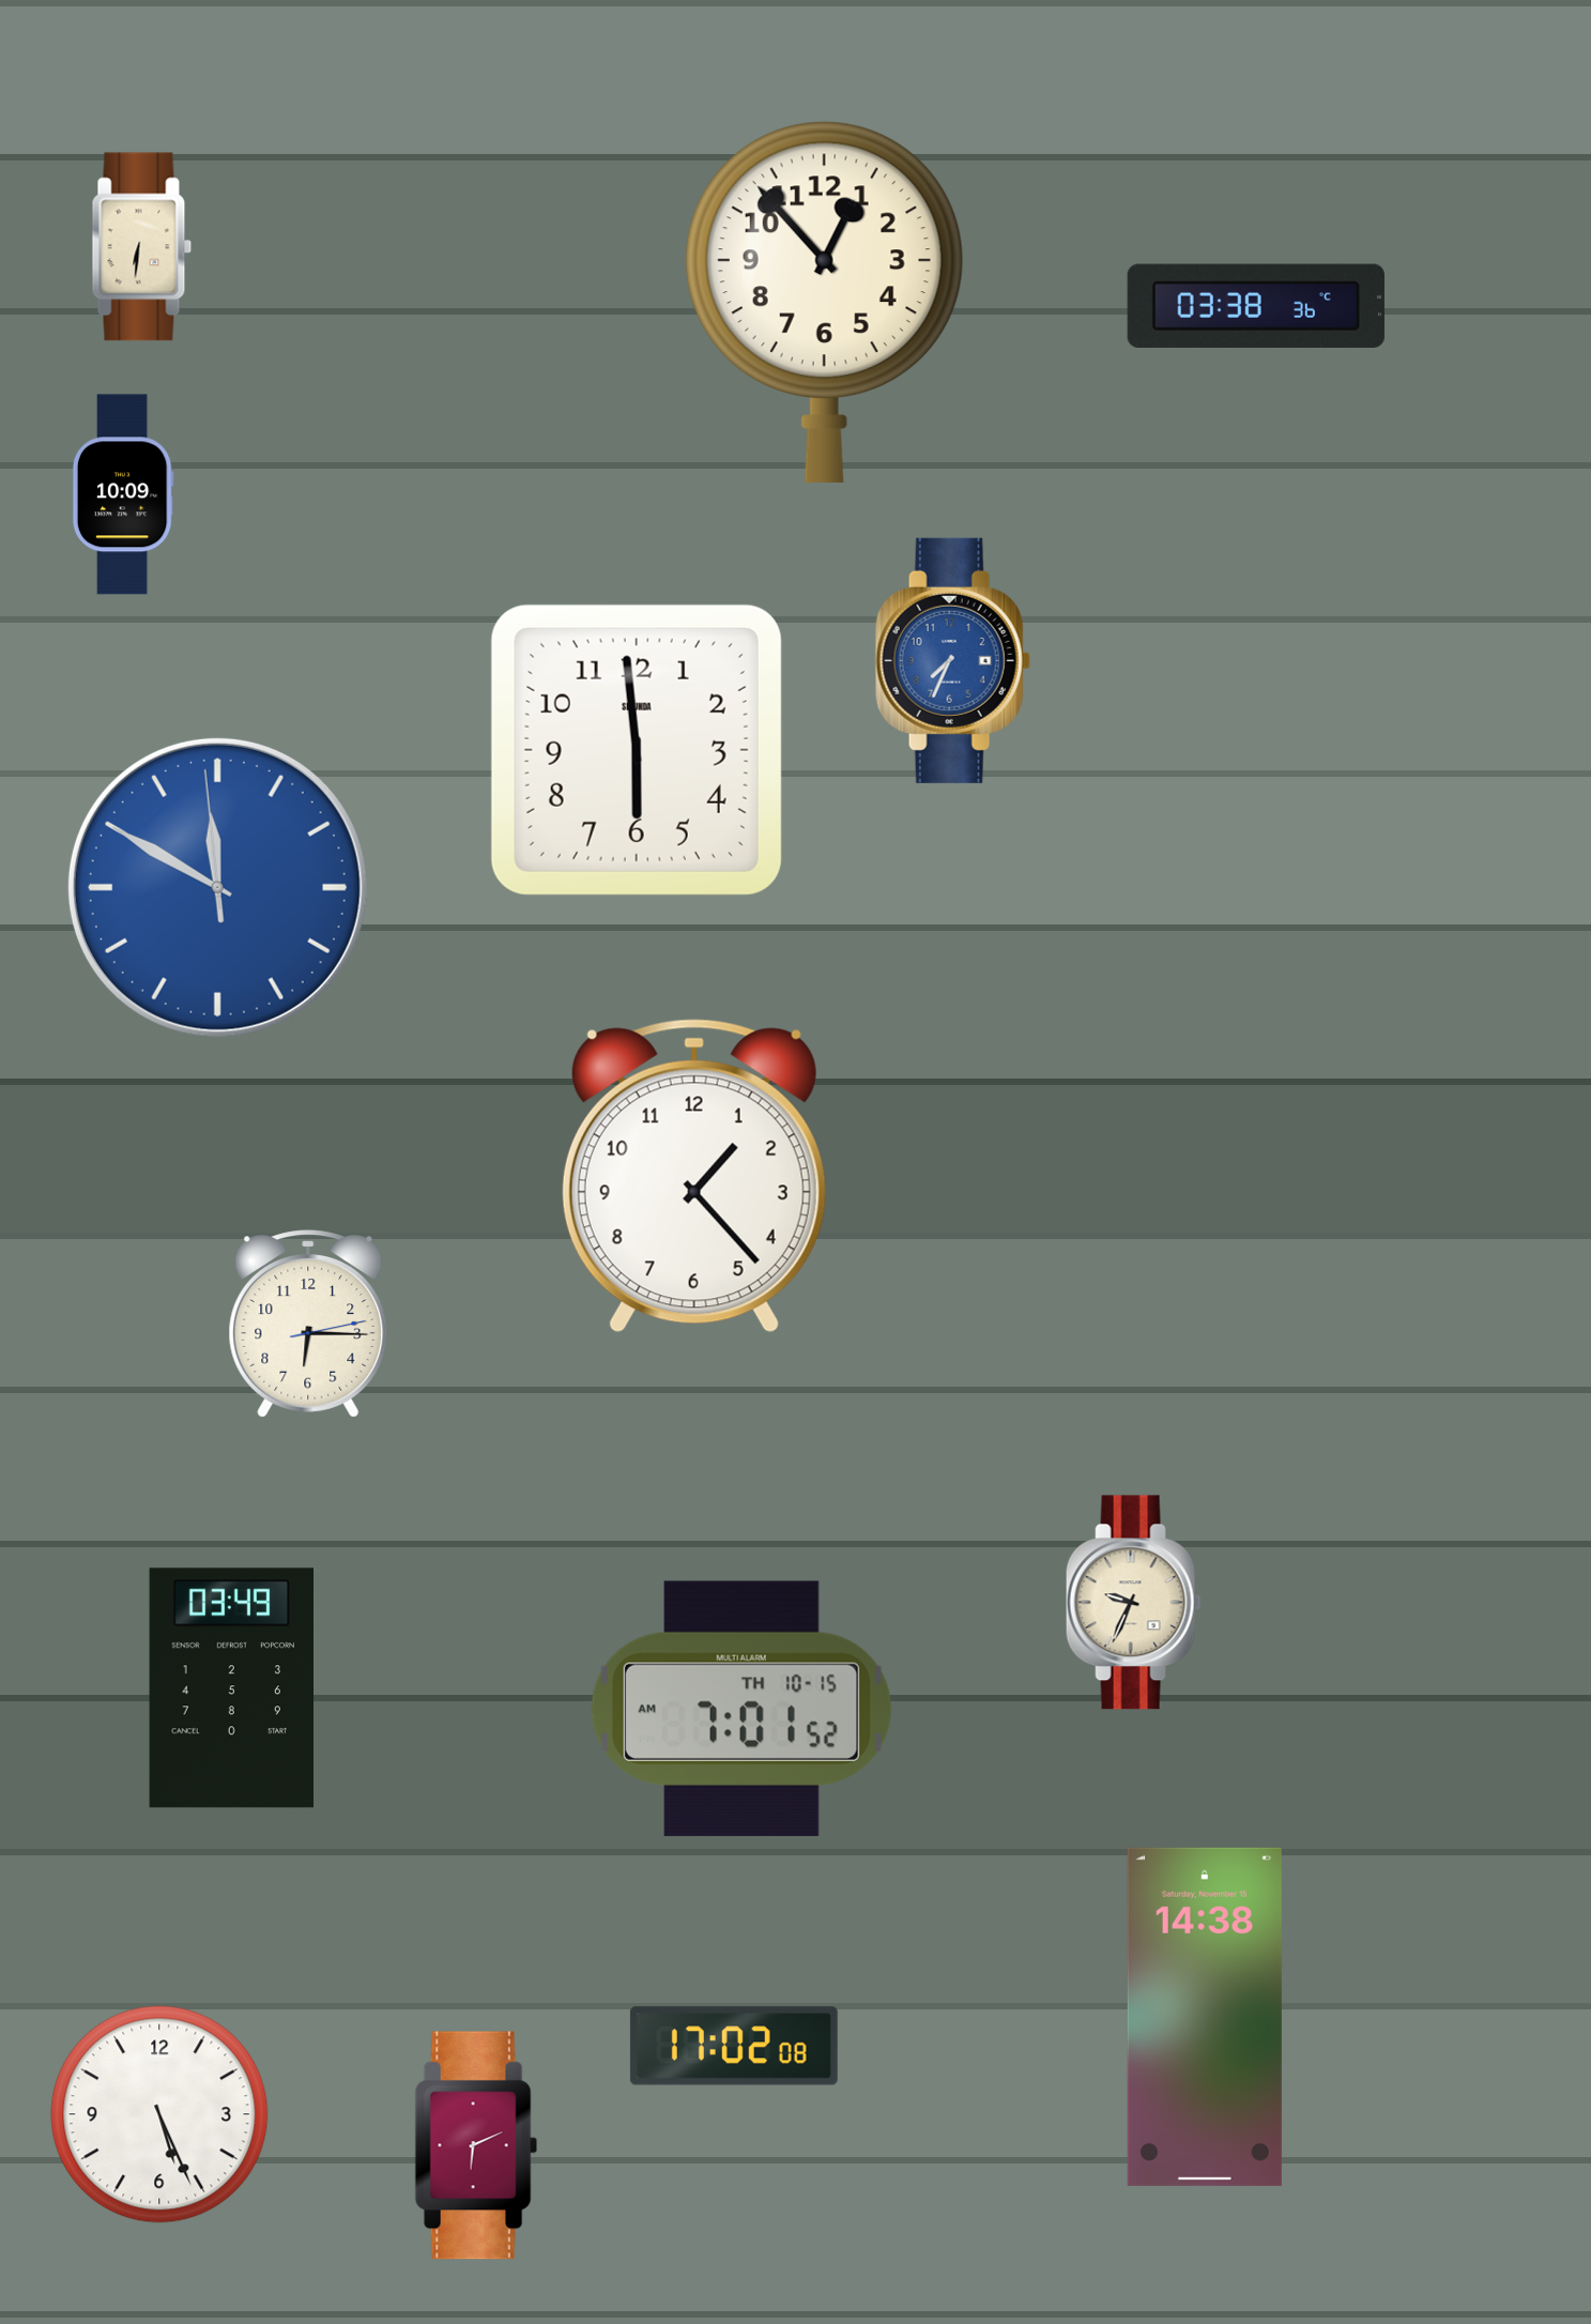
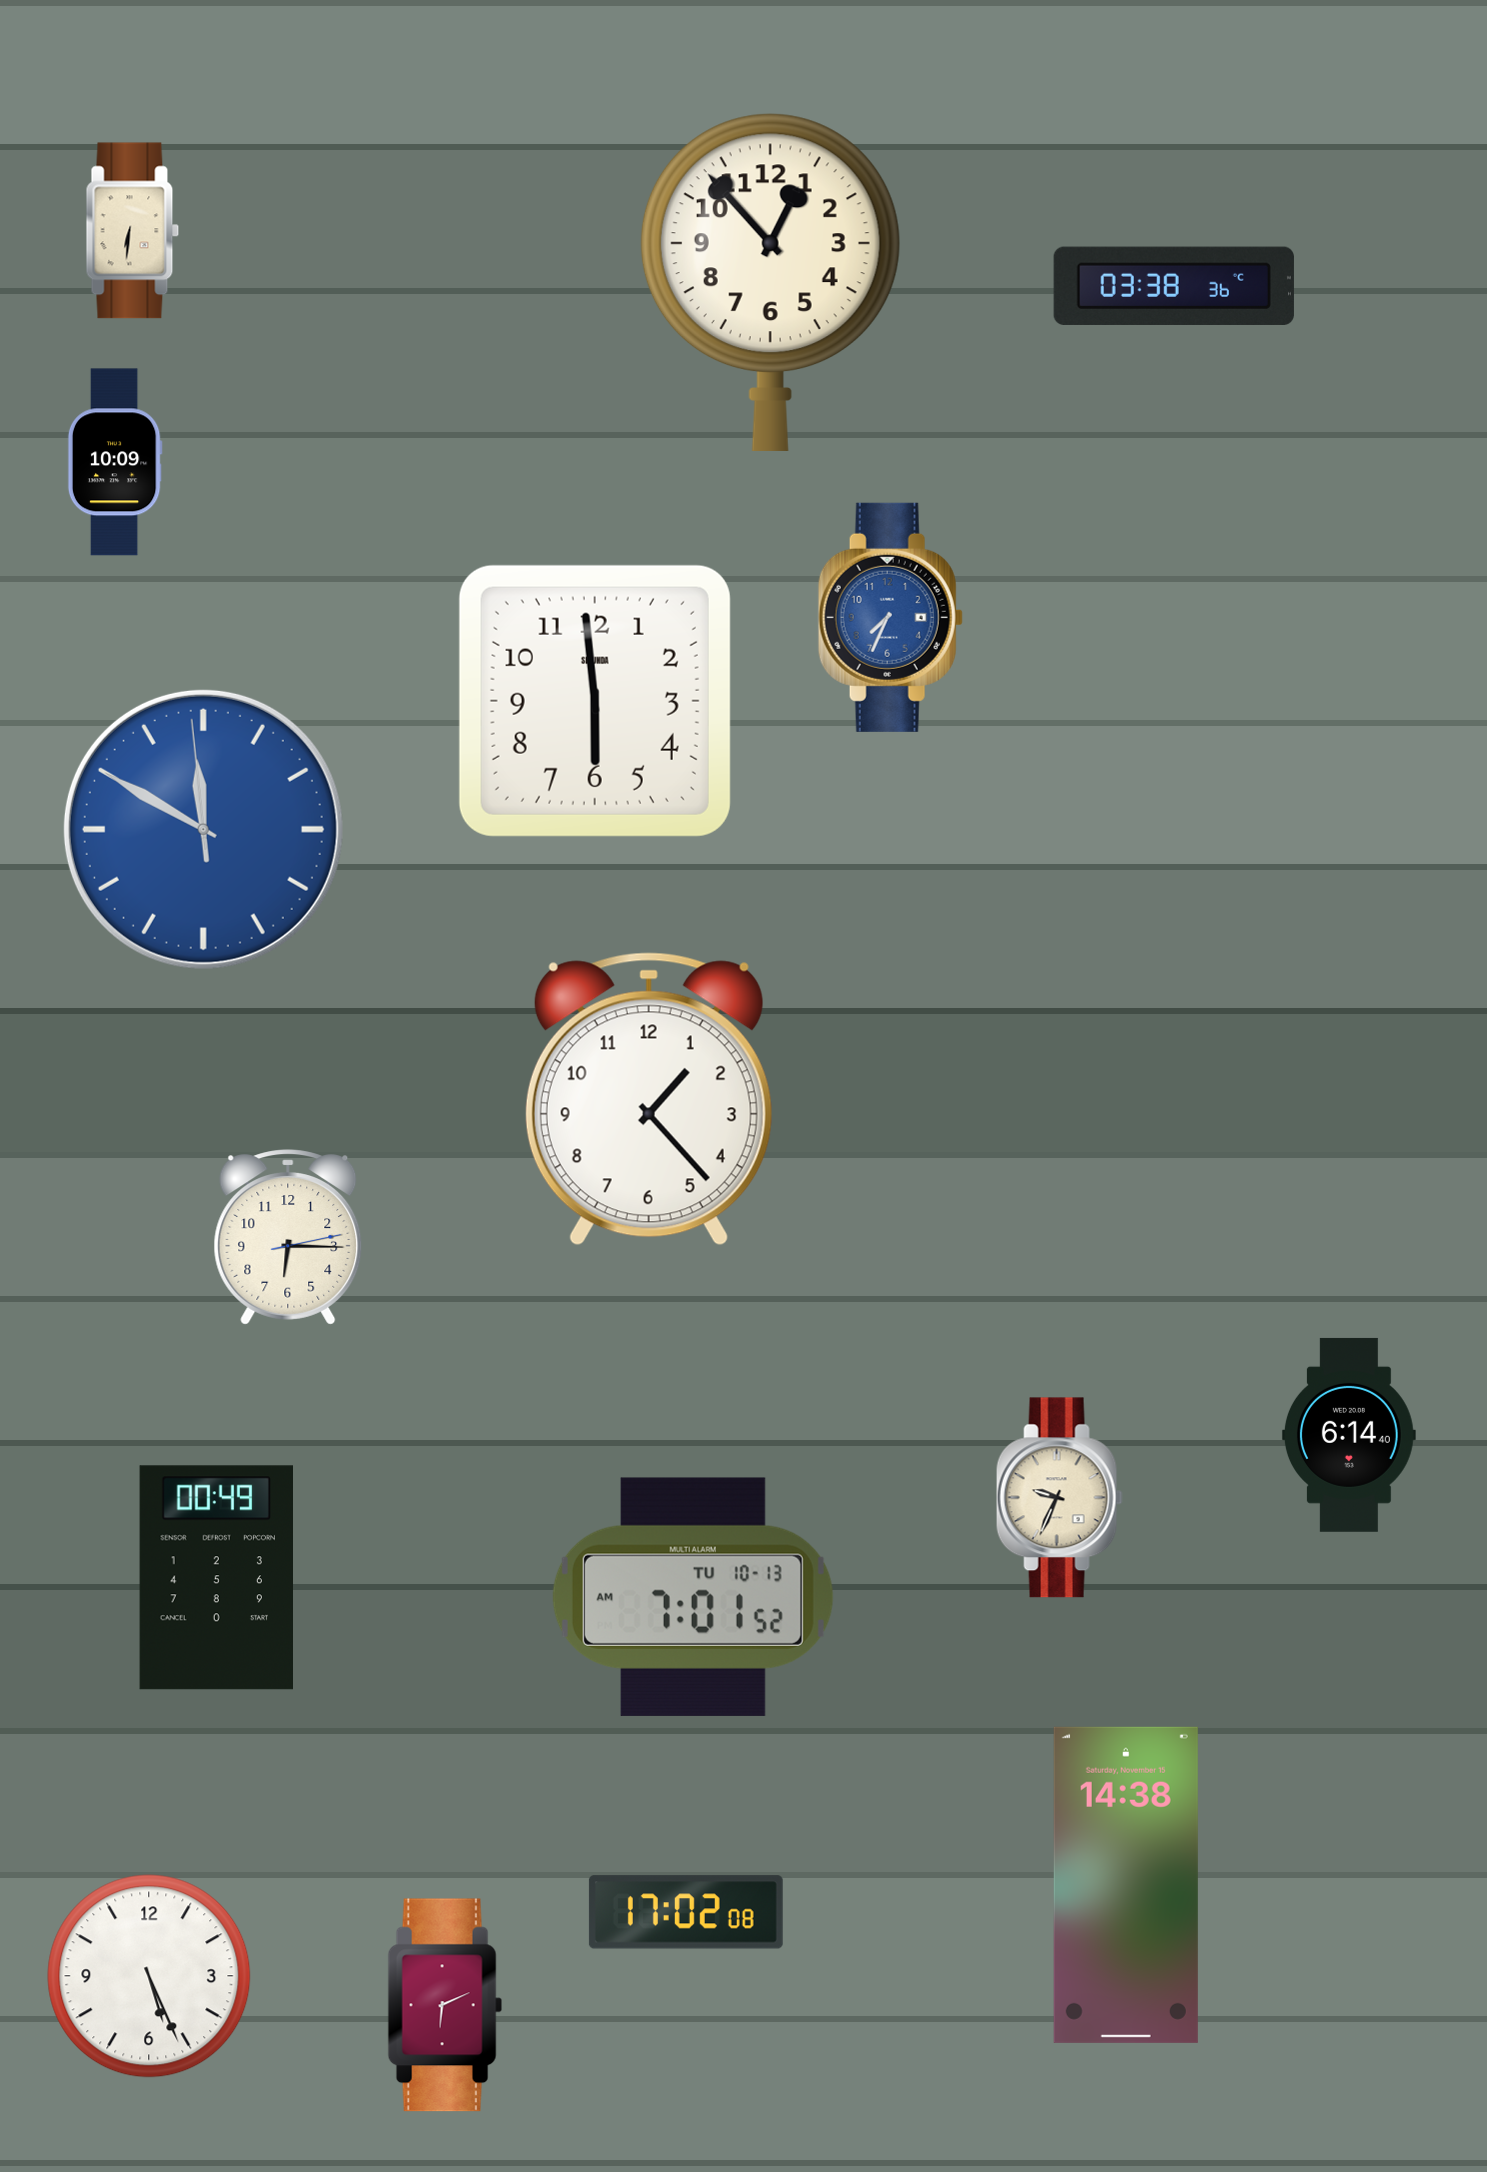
clock at (1349, 1435): none -> 6:14
clock at (231, 1688): 03:49 -> 00:49
clock at (741, 1709) date: TH 10-15 -> TU 10-13
